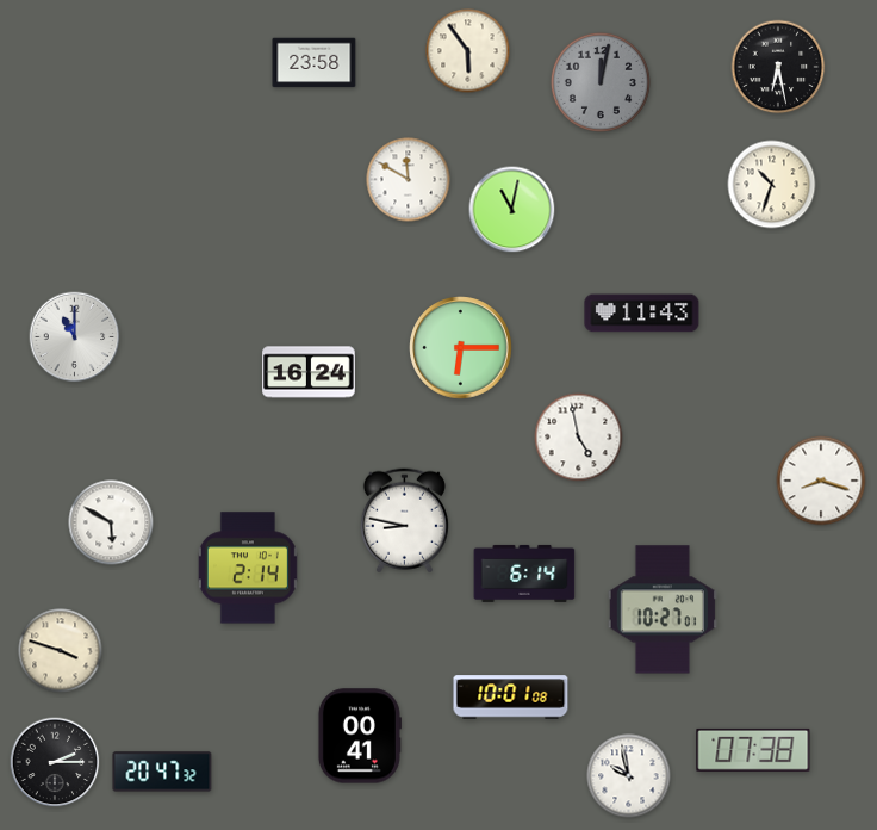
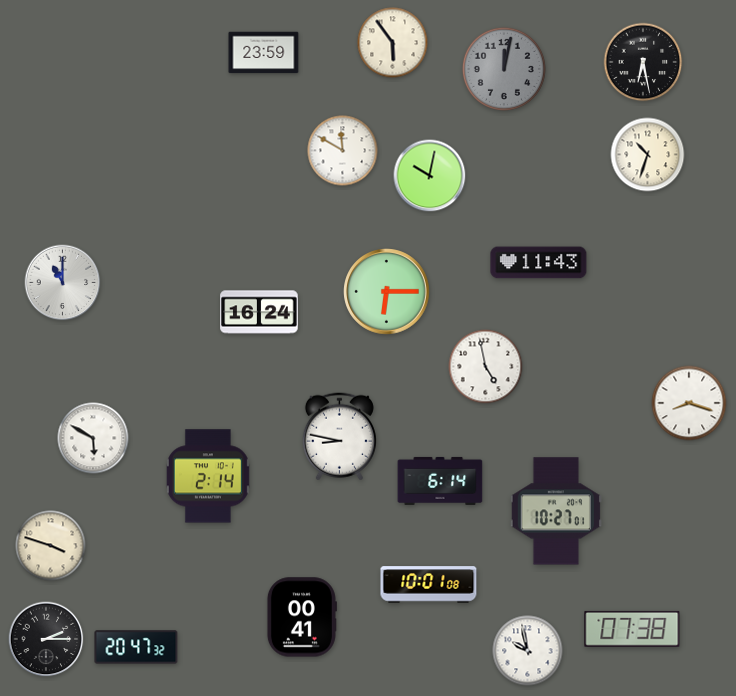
clock at (315, 63): 23:58 -> 23:59
clock at (778, 67) position: (778, 67) -> (643, 62)
clock at (512, 210): 11:02 -> 10:02
